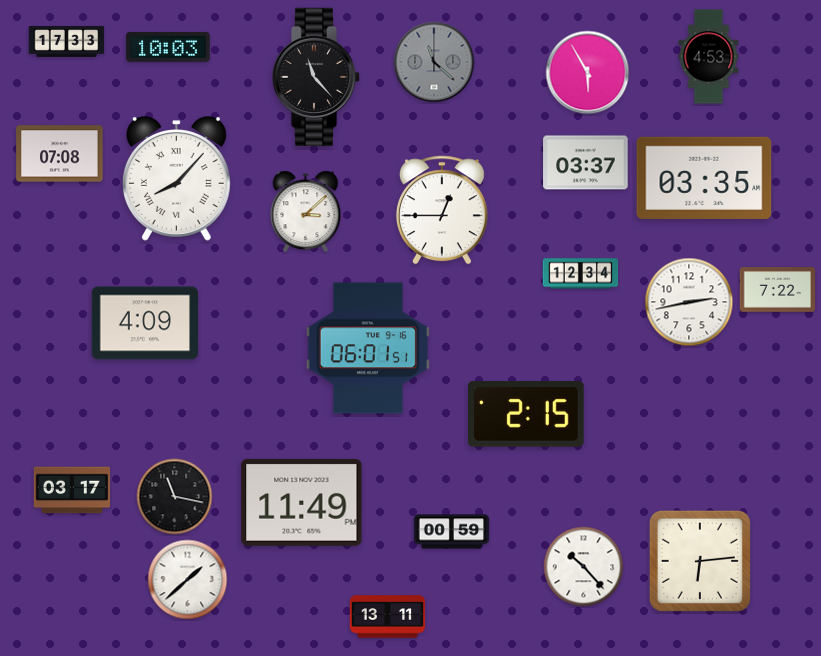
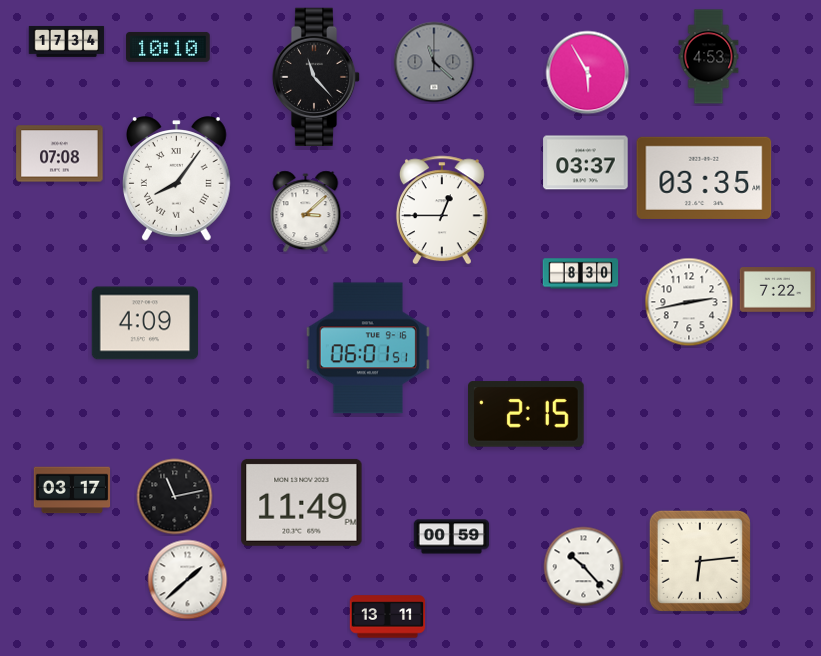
clock at (67, 41): 17:33 -> 17:34
clock at (168, 47): 10:03 -> 10:10
clock at (176, 179): 8:07 -> 8:06
clock at (581, 274): 12:34 -> 8:30
clock at (175, 497): 11:17 -> 11:13
clock at (452, 532) position: (452, 532) -> (452, 537)
